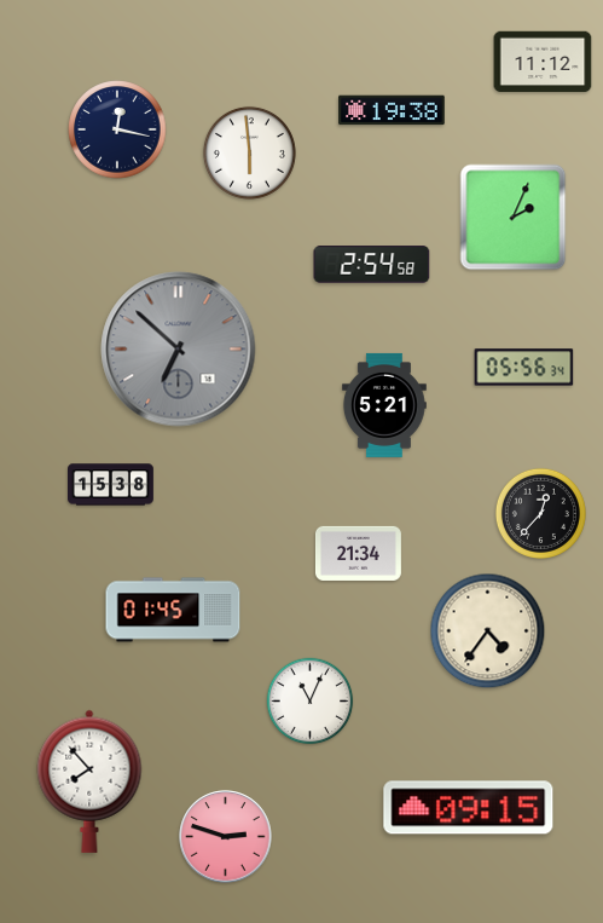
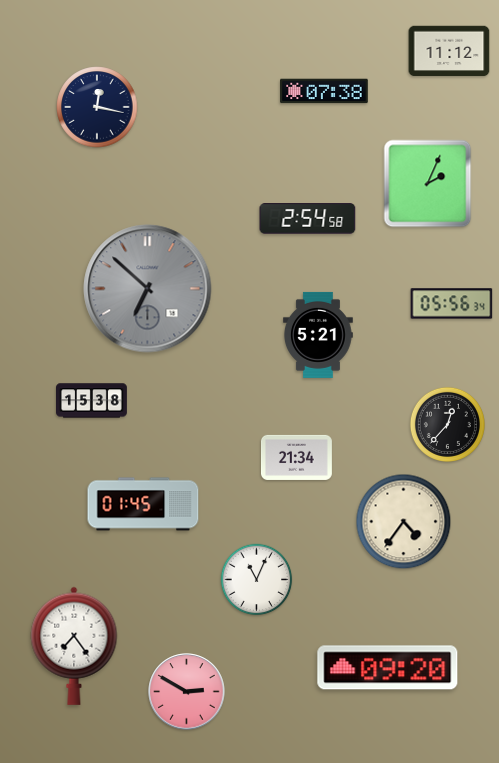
clock at (392, 110): 19:38 -> 07:38
clock at (249, 152): 5:59 -> none
clock at (514, 218) position: (514, 218) -> (428, 184)
clock at (524, 368) position: (524, 368) -> (452, 304)
clock at (89, 781): 7:53 -> 7:24
clock at (469, 808): 09:15 -> 09:20
clock at (226, 837): 2:48 -> 2:50
